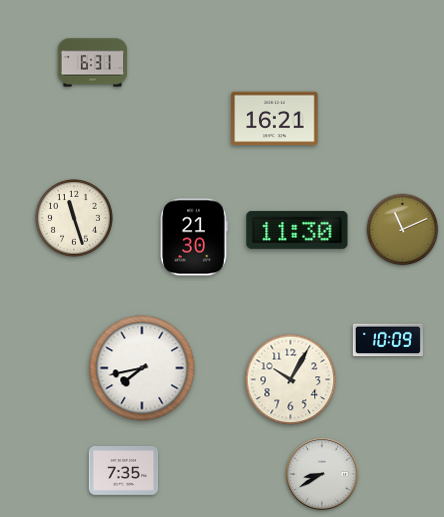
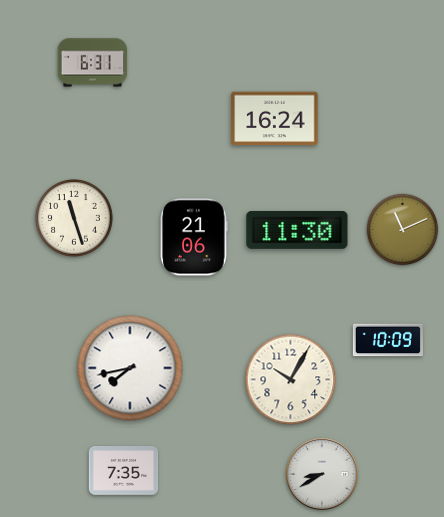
clock at (275, 119): 16:21 -> 16:24
clock at (194, 237): 21:30 -> 21:06
clock at (142, 368) position: (142, 368) -> (130, 368)
